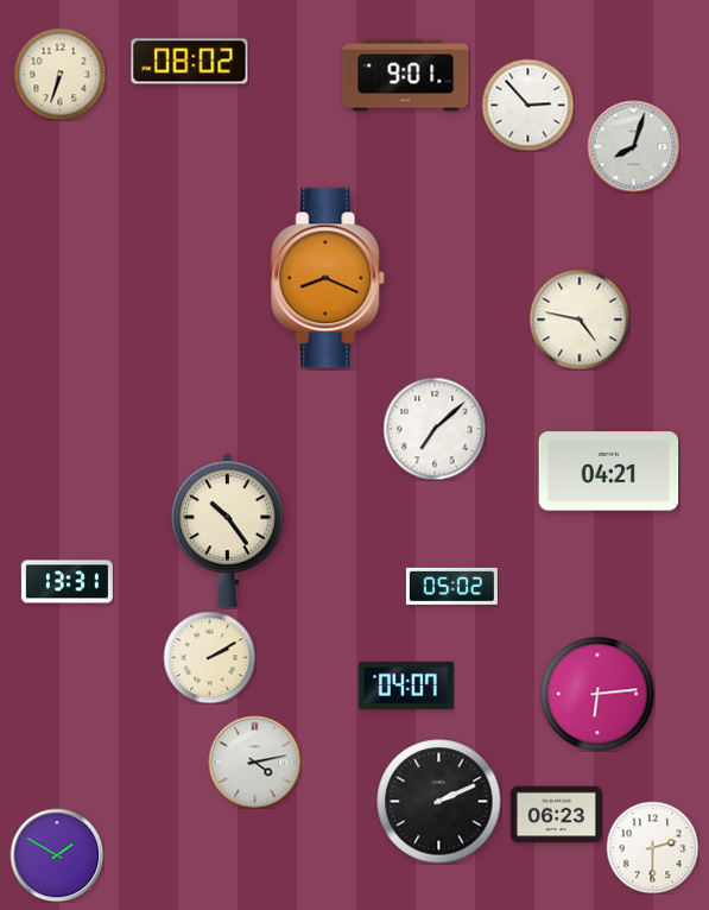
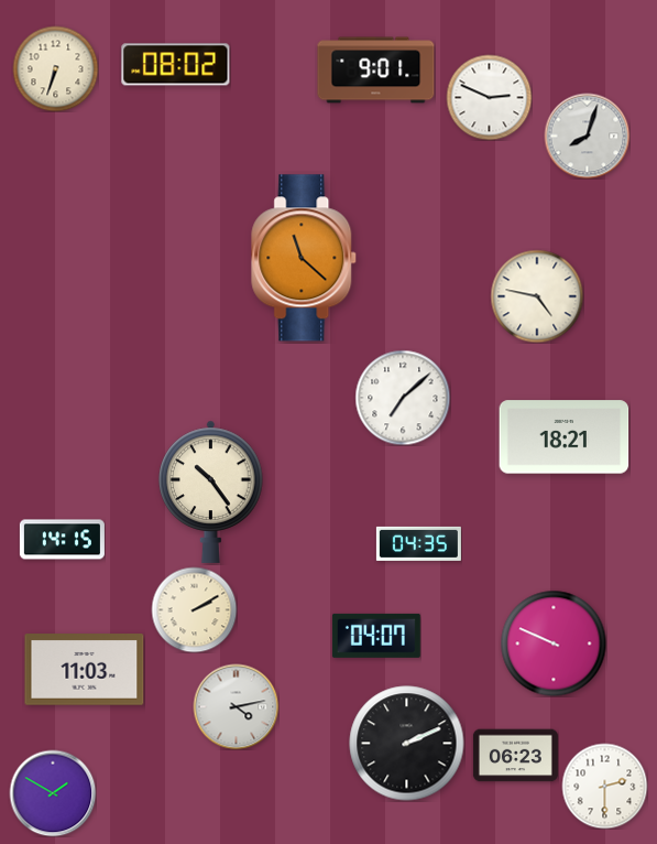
clock at (190, 62) position: (190, 62) -> (176, 65)
clock at (527, 105): 2:53 -> 2:49
clock at (329, 278): 8:19 -> 11:22
clock at (609, 472): 04:21 -> 18:21
clock at (67, 582): 13:31 -> 14:15
clock at (451, 586): 05:02 -> 04:35
clock at (597, 694): 6:14 -> 9:49
clock at (85, 670): none -> 11:03
